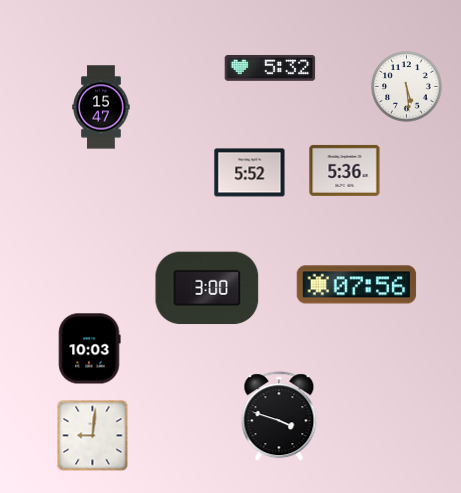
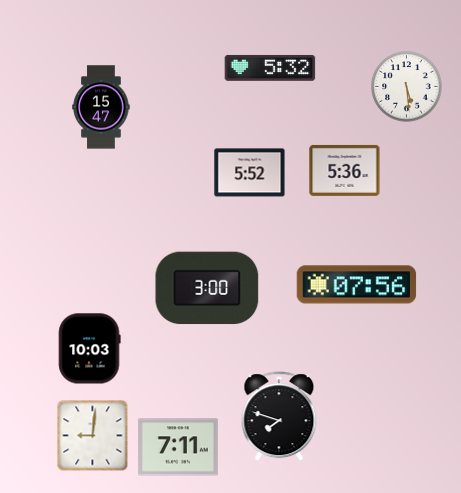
clock at (279, 417): 3:48 -> 7:48
clock at (178, 447): none -> 7:11
